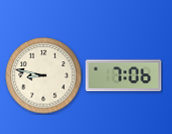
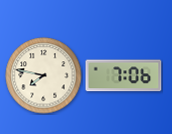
clock at (44, 76): 8:47 -> 7:47
